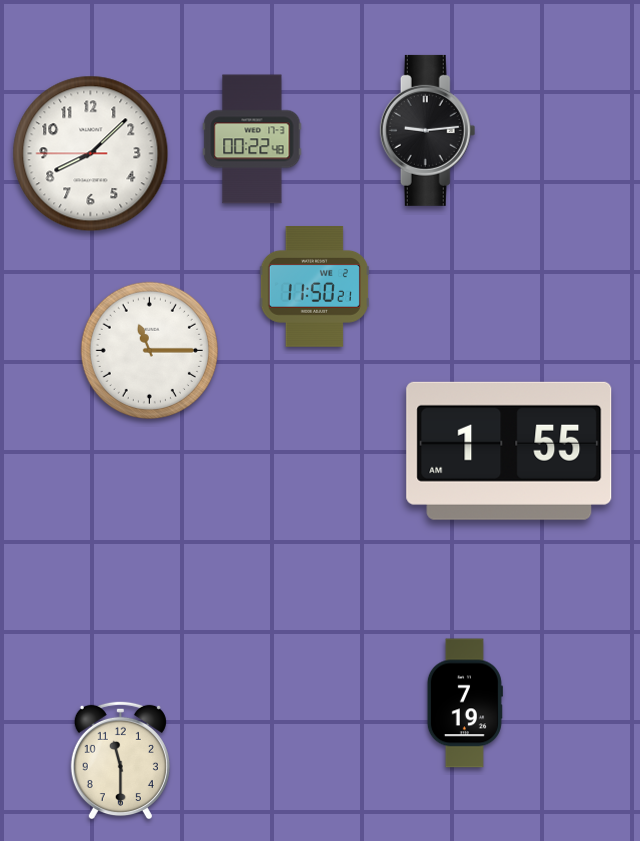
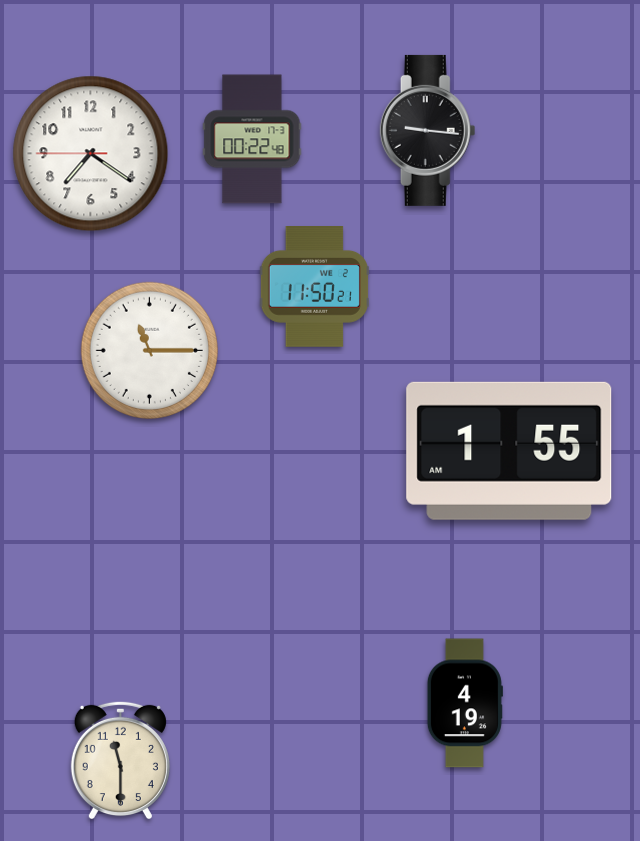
clock at (428, 130): 9:14 -> 9:16
clock at (91, 154): 8:07 -> 7:20
clock at (465, 703): 7:19 -> 4:19
